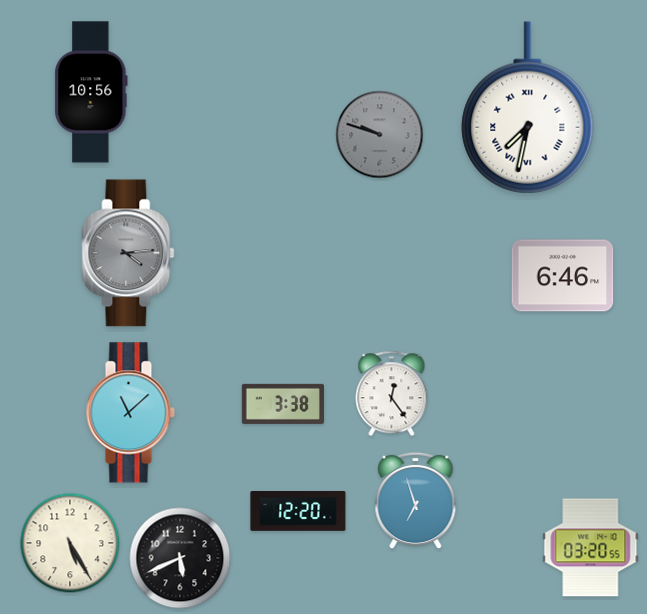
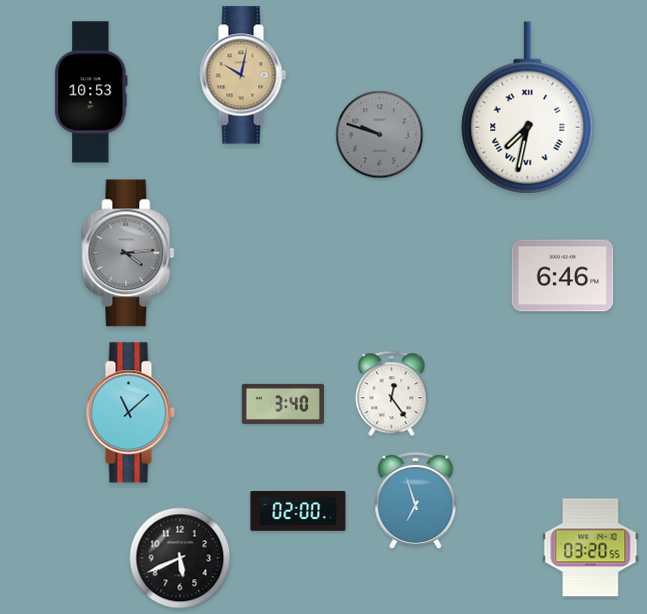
clock at (243, 75): none -> 10:02
clock at (91, 92): 10:56 -> 10:53
clock at (283, 404): 3:38 -> 3:40
clock at (298, 511): 12:20 -> 02:00
clock at (70, 543): 5:25 -> none
